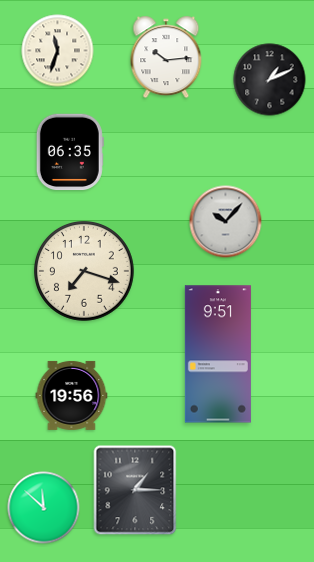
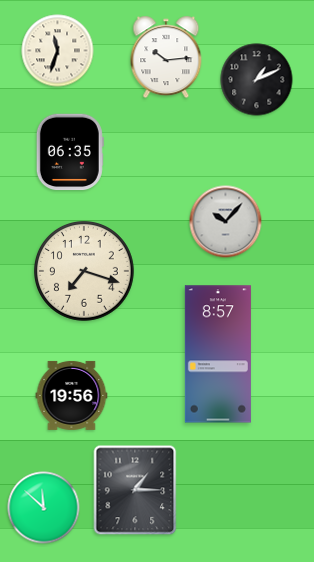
clock at (270, 80) position: (270, 80) -> (257, 80)
clock at (218, 354): 9:51 -> 8:57
